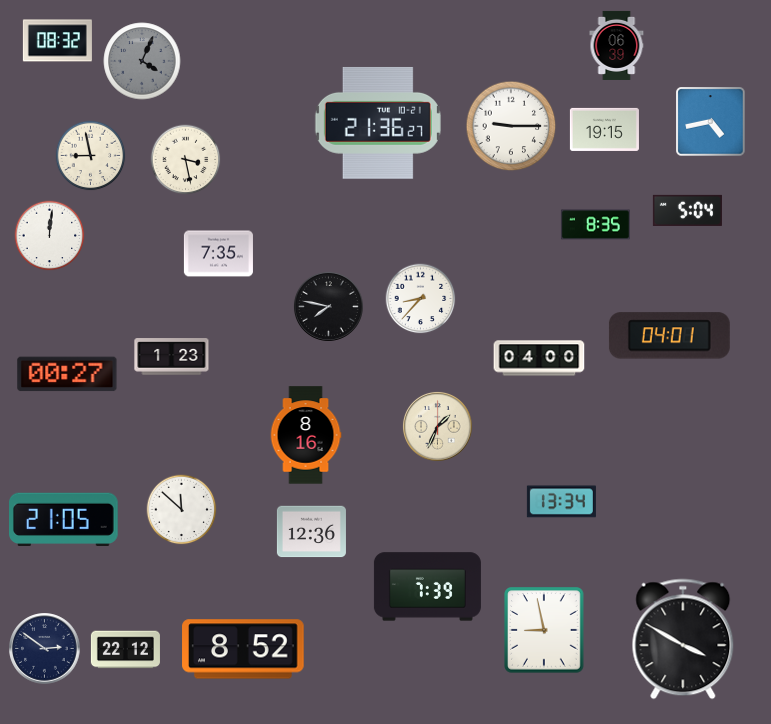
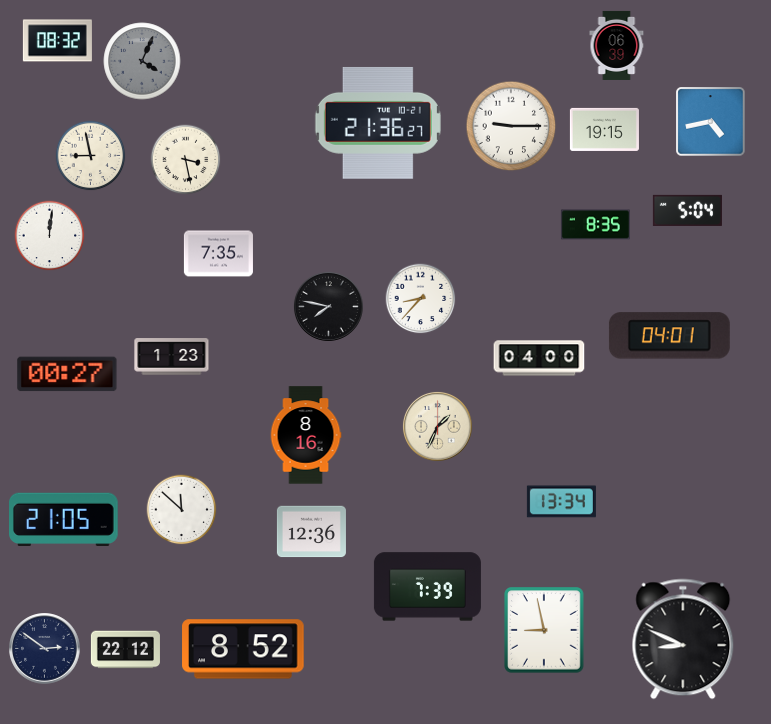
clock at (683, 639): 3:50 -> 8:49
